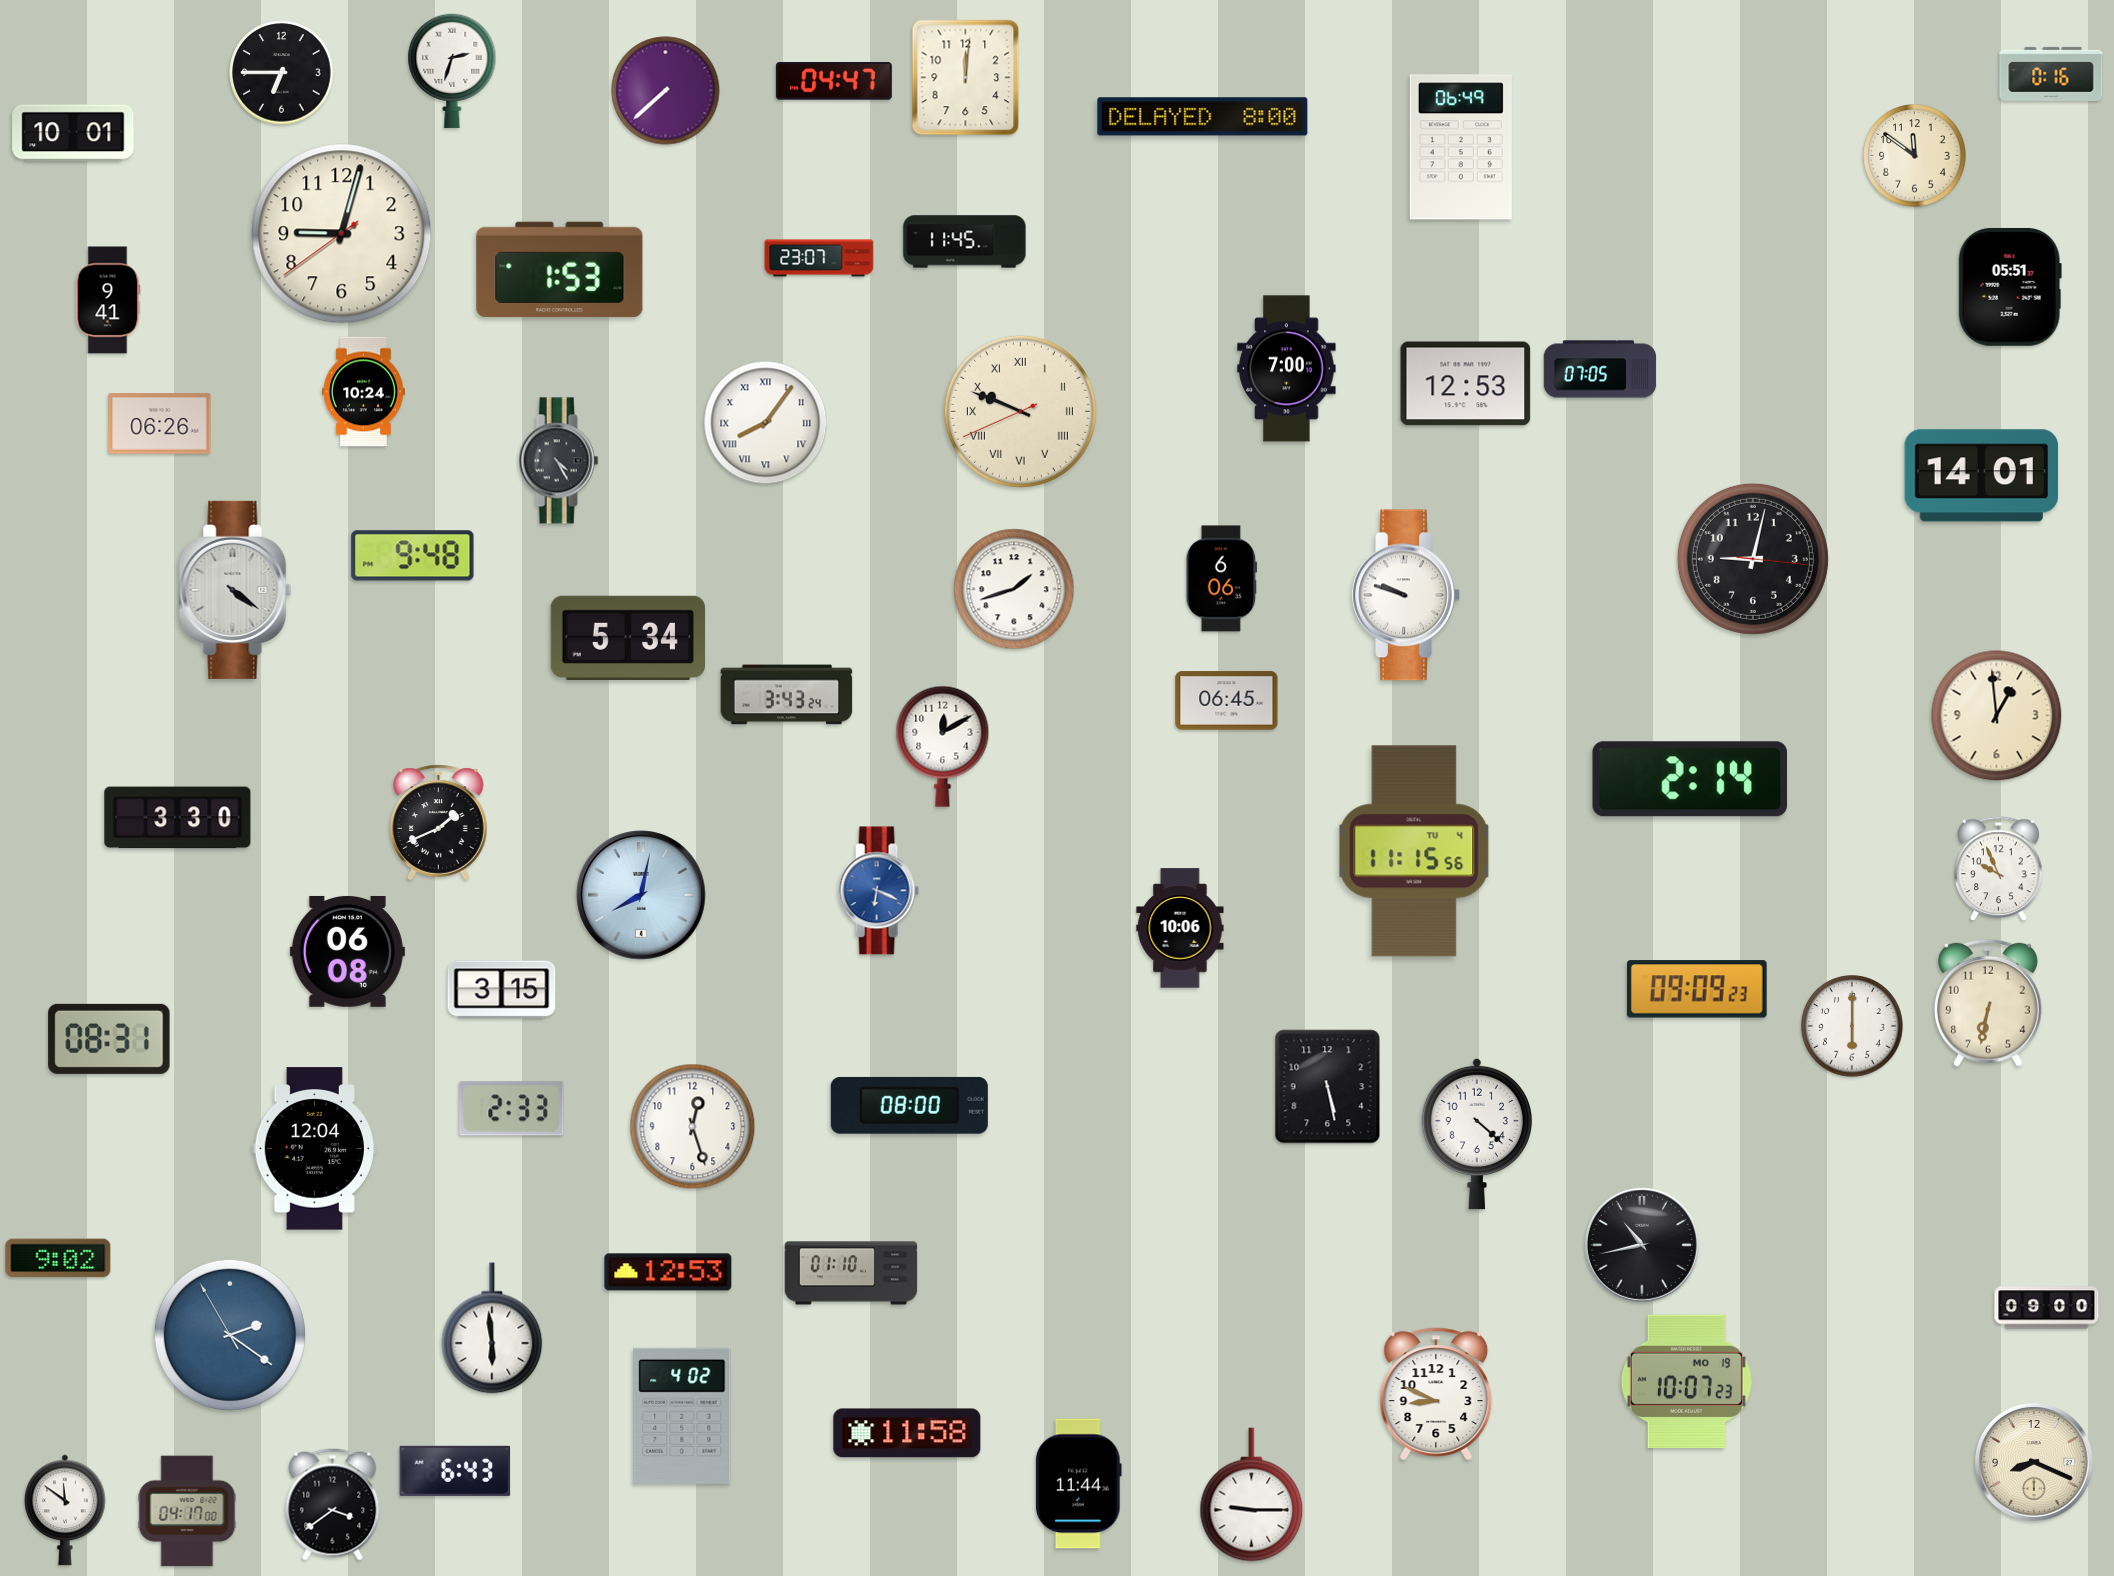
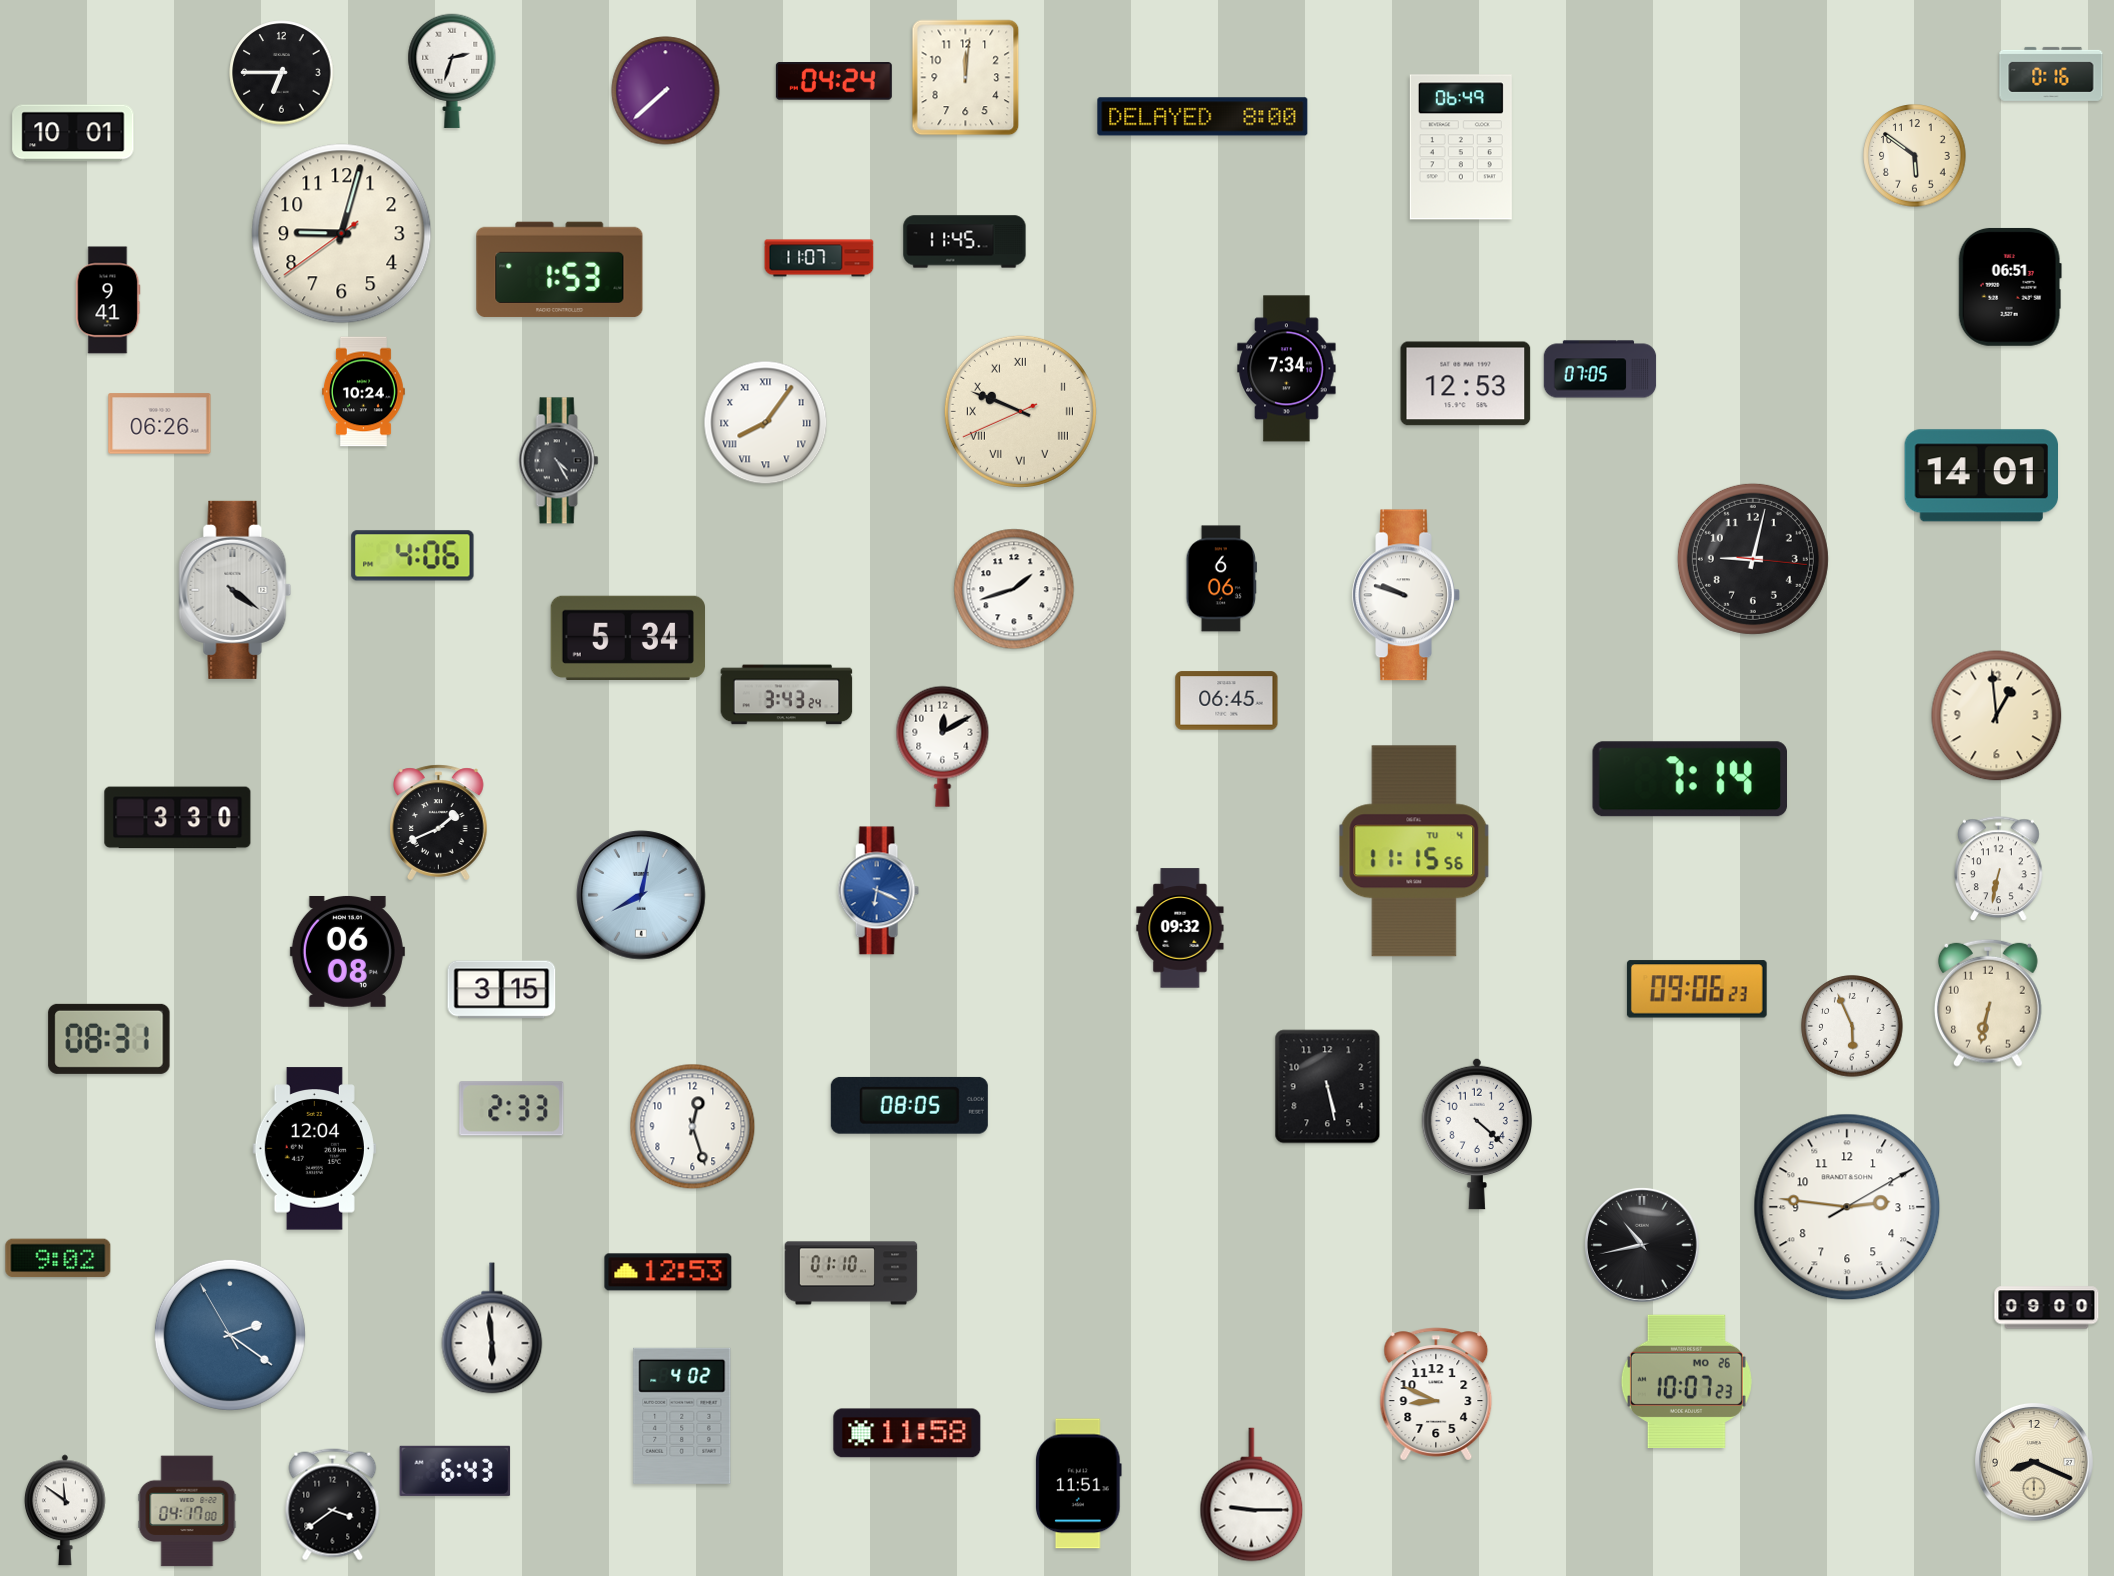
clock at (834, 82): 04:47 -> 04:24
clock at (1915, 156): 11:51 -> 5:51
clock at (819, 258): 23:07 -> 11:07
clock at (2010, 287): 05:51 -> 06:51
clock at (1287, 369): 7:00 -> 7:34
clock at (413, 556): 9:48 -> 4:06
clock at (1689, 779): 2:14 -> 7:14
clock at (1999, 869): 9:56 -> 6:32
clock at (1180, 928): 10:06 -> 09:32
clock at (1697, 989): 09:09 -> 09:06
clock at (1852, 1026): 6:00 -> 5:56
clock at (909, 1105): 08:00 -> 08:05
clock at (1847, 1207): none -> 2:46
clock at (1686, 1381) date: MO 19 -> MO 26
clock at (1079, 1484): 11:44 -> 11:51
